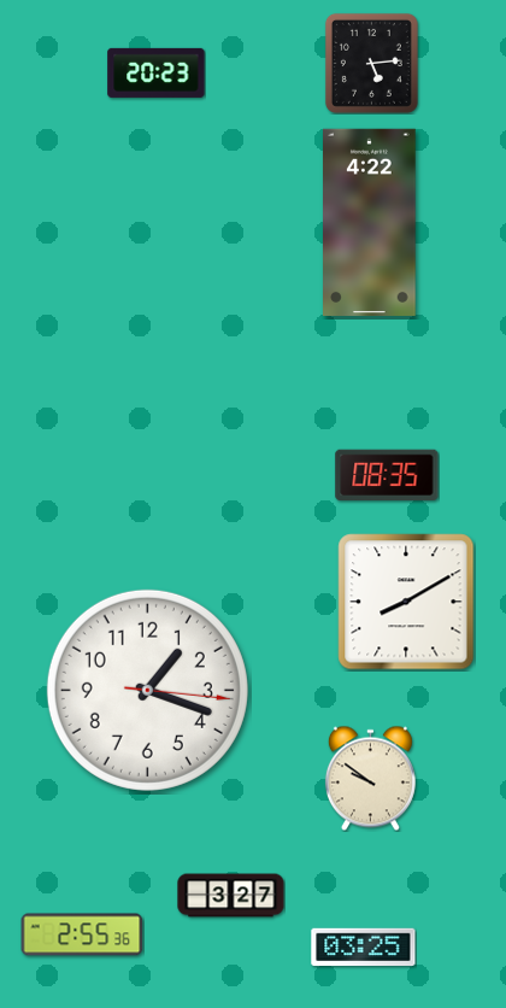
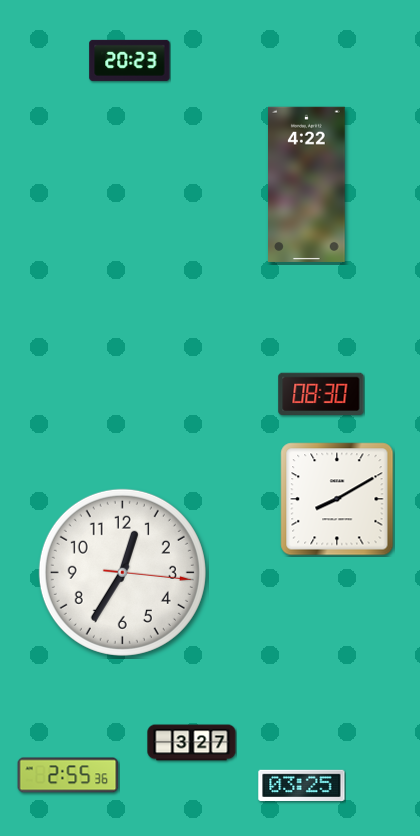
clock at (371, 63): 5:14 -> none
clock at (387, 474): 08:35 -> 08:30
clock at (147, 690): 1:18 -> 12:35
clock at (370, 778): 9:51 -> none
